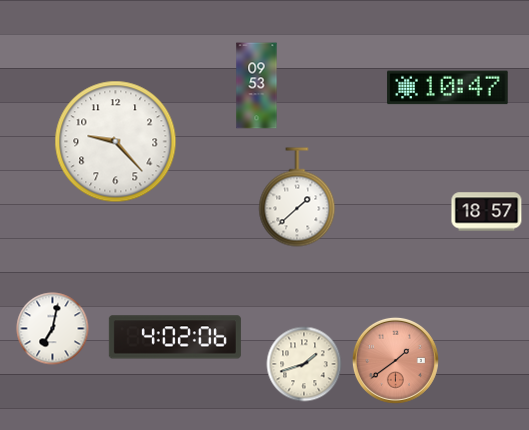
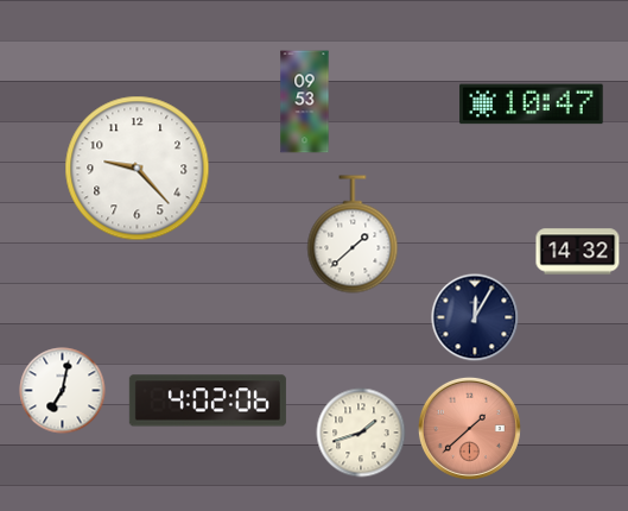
clock at (487, 212): 18:57 -> 14:32
clock at (475, 317): none -> 12:05
clock at (395, 360): 1:39 -> 1:38
